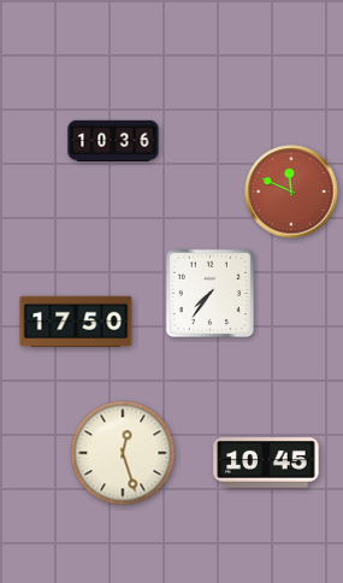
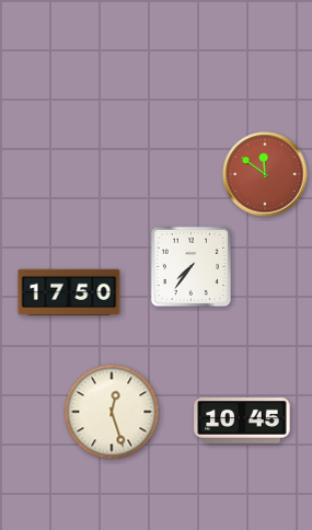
clock at (113, 141): 10:36 -> none
clock at (291, 192): 11:49 -> 11:51
